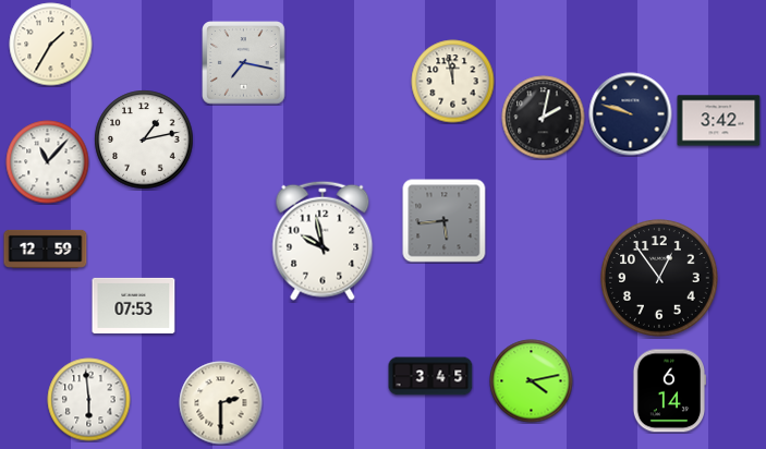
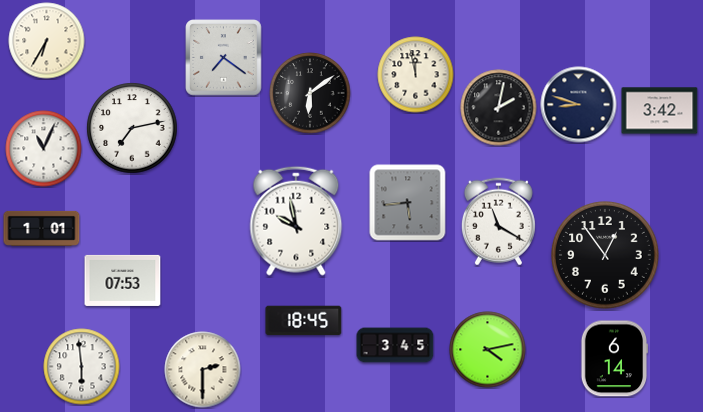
clock at (51, 45): 1:35 -> 6:35
clock at (244, 63): 7:17 -> 7:21
clock at (310, 93): none -> 6:09
clock at (631, 114): 9:48 -> 8:48
clock at (144, 139): 1:13 -> 7:13
clock at (48, 162): 11:07 -> 11:04
clock at (498, 222): none -> 11:20
clock at (46, 248): 12:59 -> 1:01
clock at (304, 321): none -> 18:45
